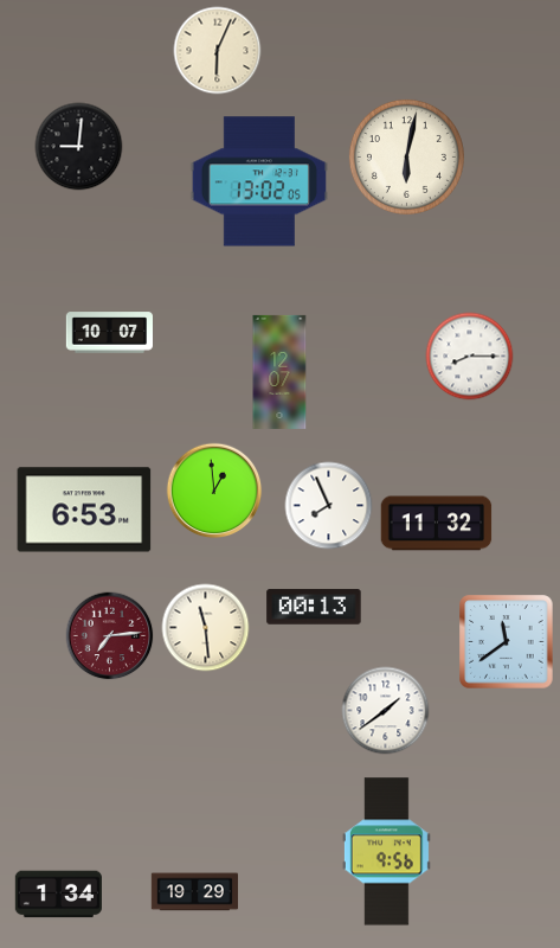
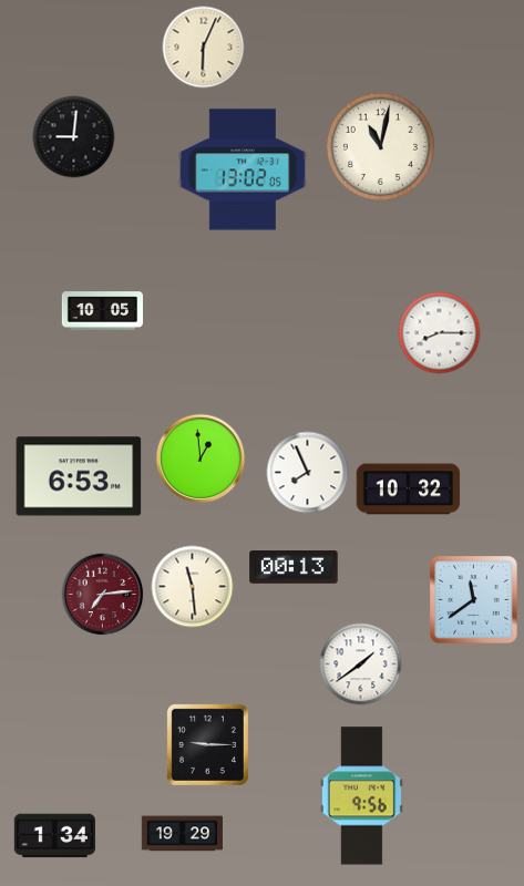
clock at (406, 156): 6:02 -> 11:02
clock at (109, 333): 10:07 -> 10:05
clock at (279, 372): 12:07 -> none
clock at (437, 524): 11:32 -> 10:32
clock at (207, 744): none -> 9:15
